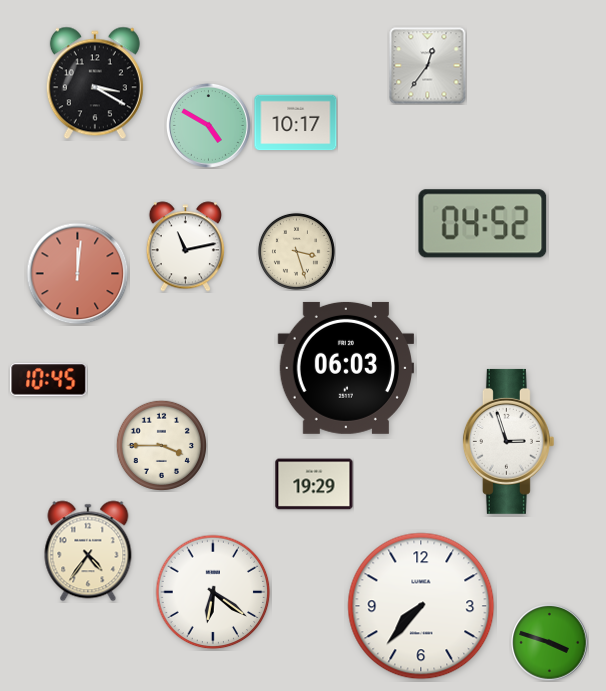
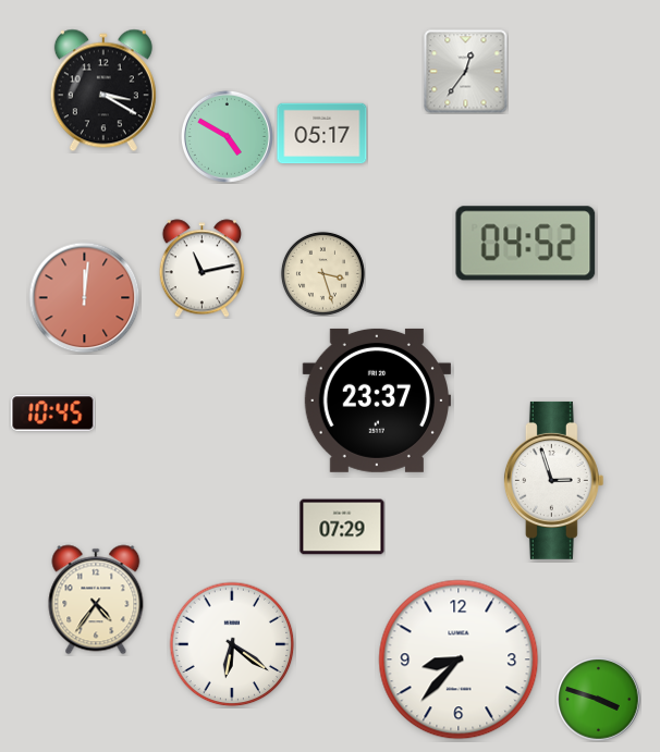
clock at (296, 123): 10:17 -> 05:17
clock at (345, 368): 06:03 -> 23:37
clock at (161, 445): 3:45 -> none
clock at (314, 484): 19:29 -> 07:29
clock at (421, 606): 7:37 -> 8:37
